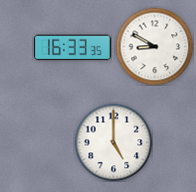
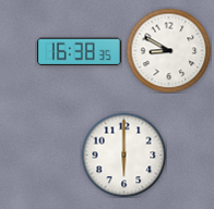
clock at (72, 48): 16:33 -> 16:38
clock at (113, 142): 5:00 -> 6:00
